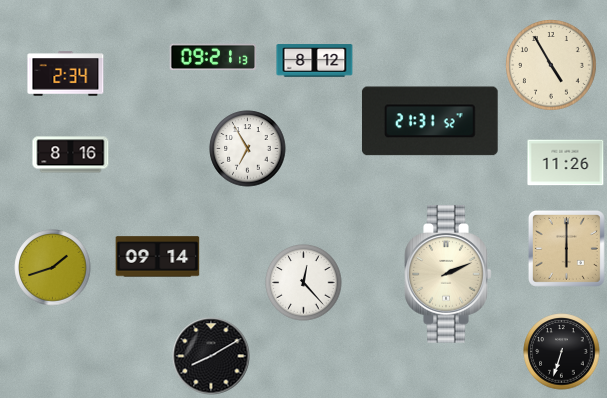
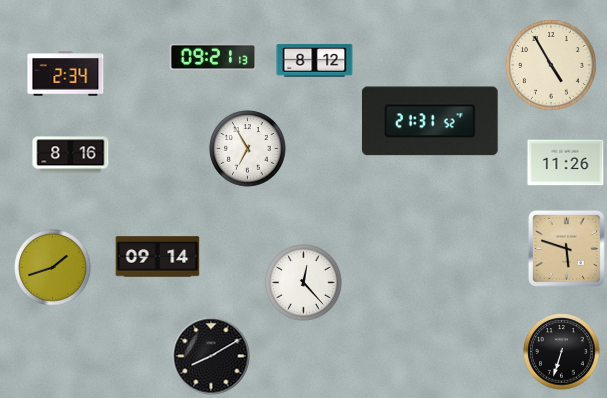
clock at (566, 248): 6:00 -> 5:48
clock at (448, 274): 2:11 -> none
